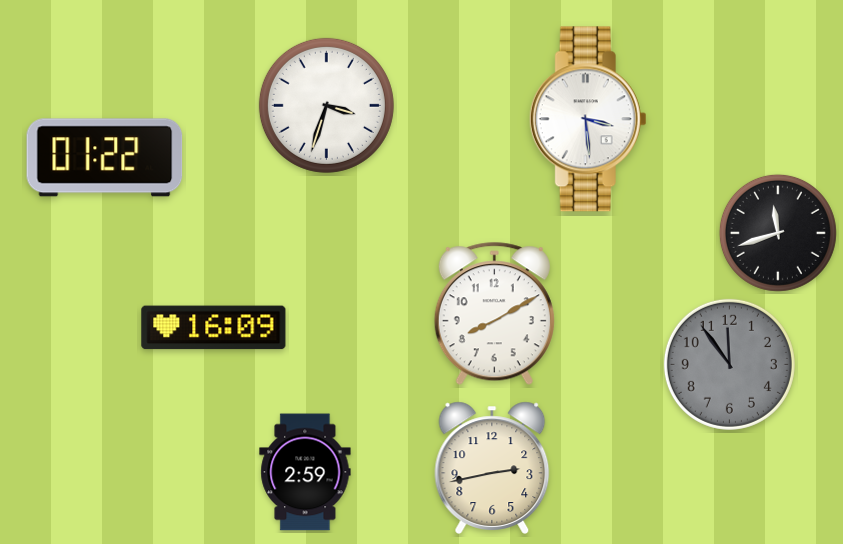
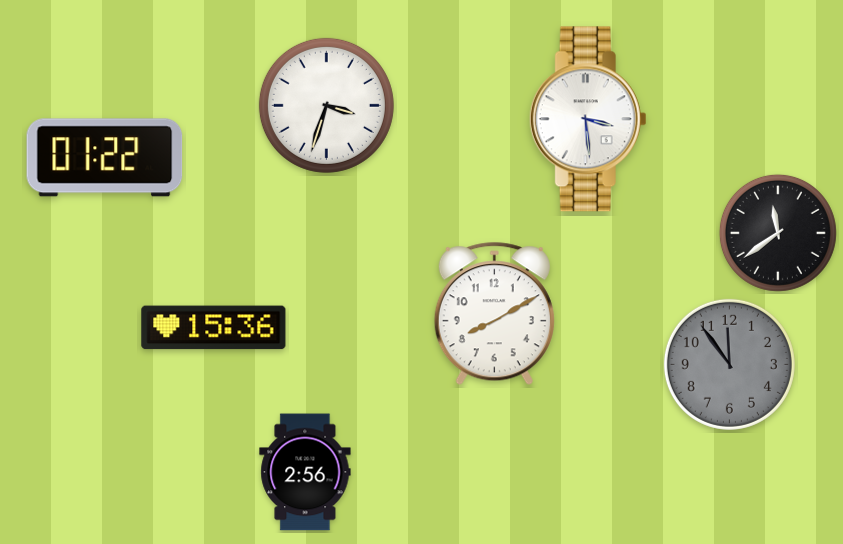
clock at (778, 233): 11:42 -> 11:39
clock at (214, 328): 16:09 -> 15:36
clock at (492, 468): 2:43 -> none
clock at (305, 472): 2:59 -> 2:56
